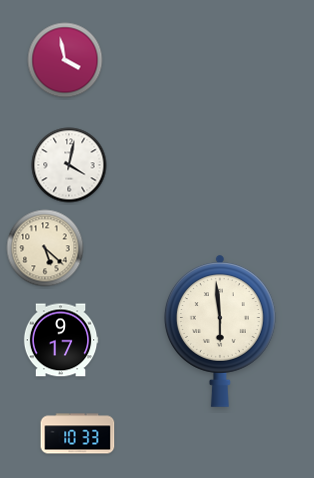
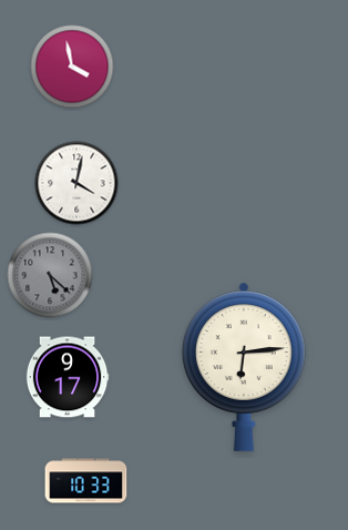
clock at (45, 248) dial: cream -> grey
clock at (220, 331): 5:59 -> 6:14
